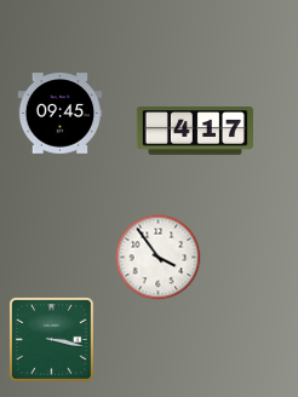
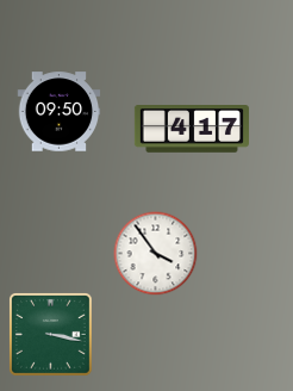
clock at (61, 114): 09:45 -> 09:50
